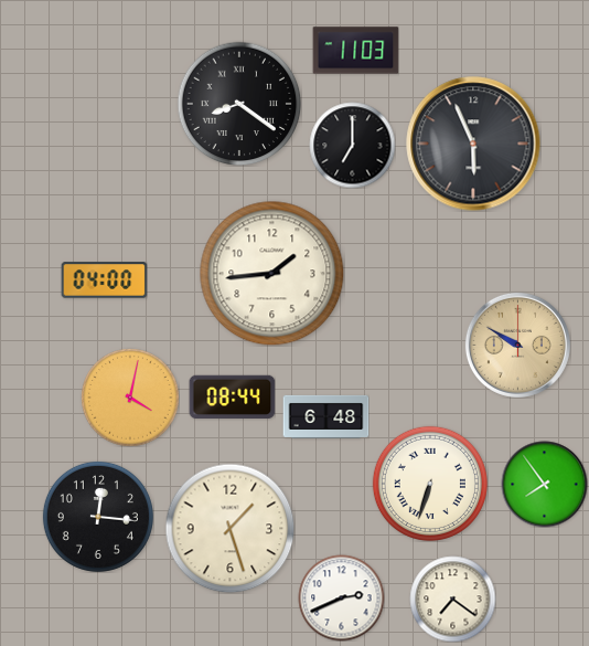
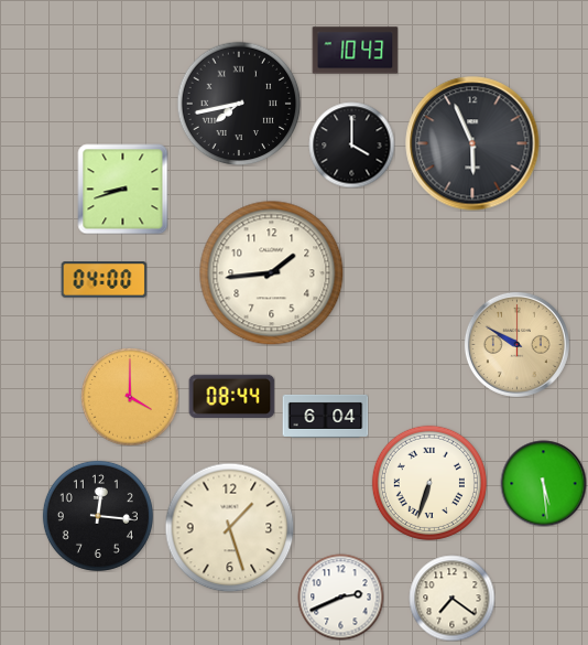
clock at (355, 51): 11:03 -> 10:43
clock at (239, 104): 8:21 -> 7:43
clock at (352, 145): 7:00 -> 4:00
clock at (122, 189): none -> 8:42
clock at (130, 398): 4:02 -> 4:00
clock at (325, 416): 6:48 -> 6:04
clock at (544, 484): 7:54 -> 5:29
